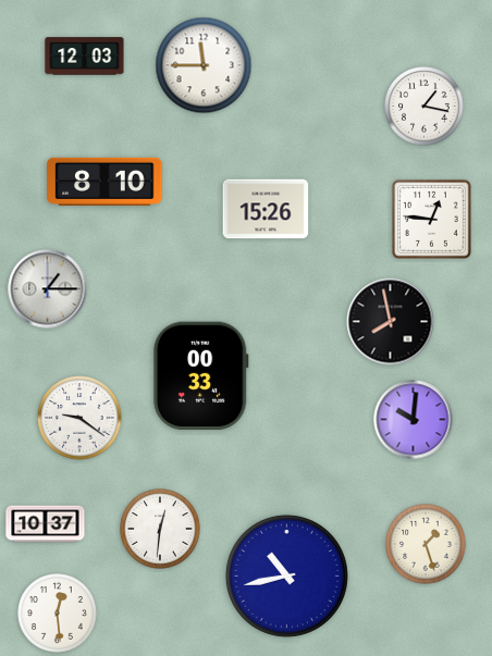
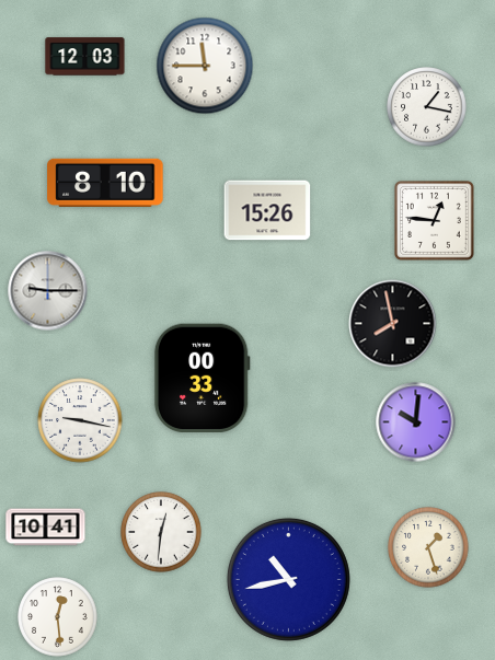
clock at (48, 289): 1:15 -> 9:15
clock at (79, 418): 9:21 -> 9:17
clock at (46, 524): 10:37 -> 10:41
